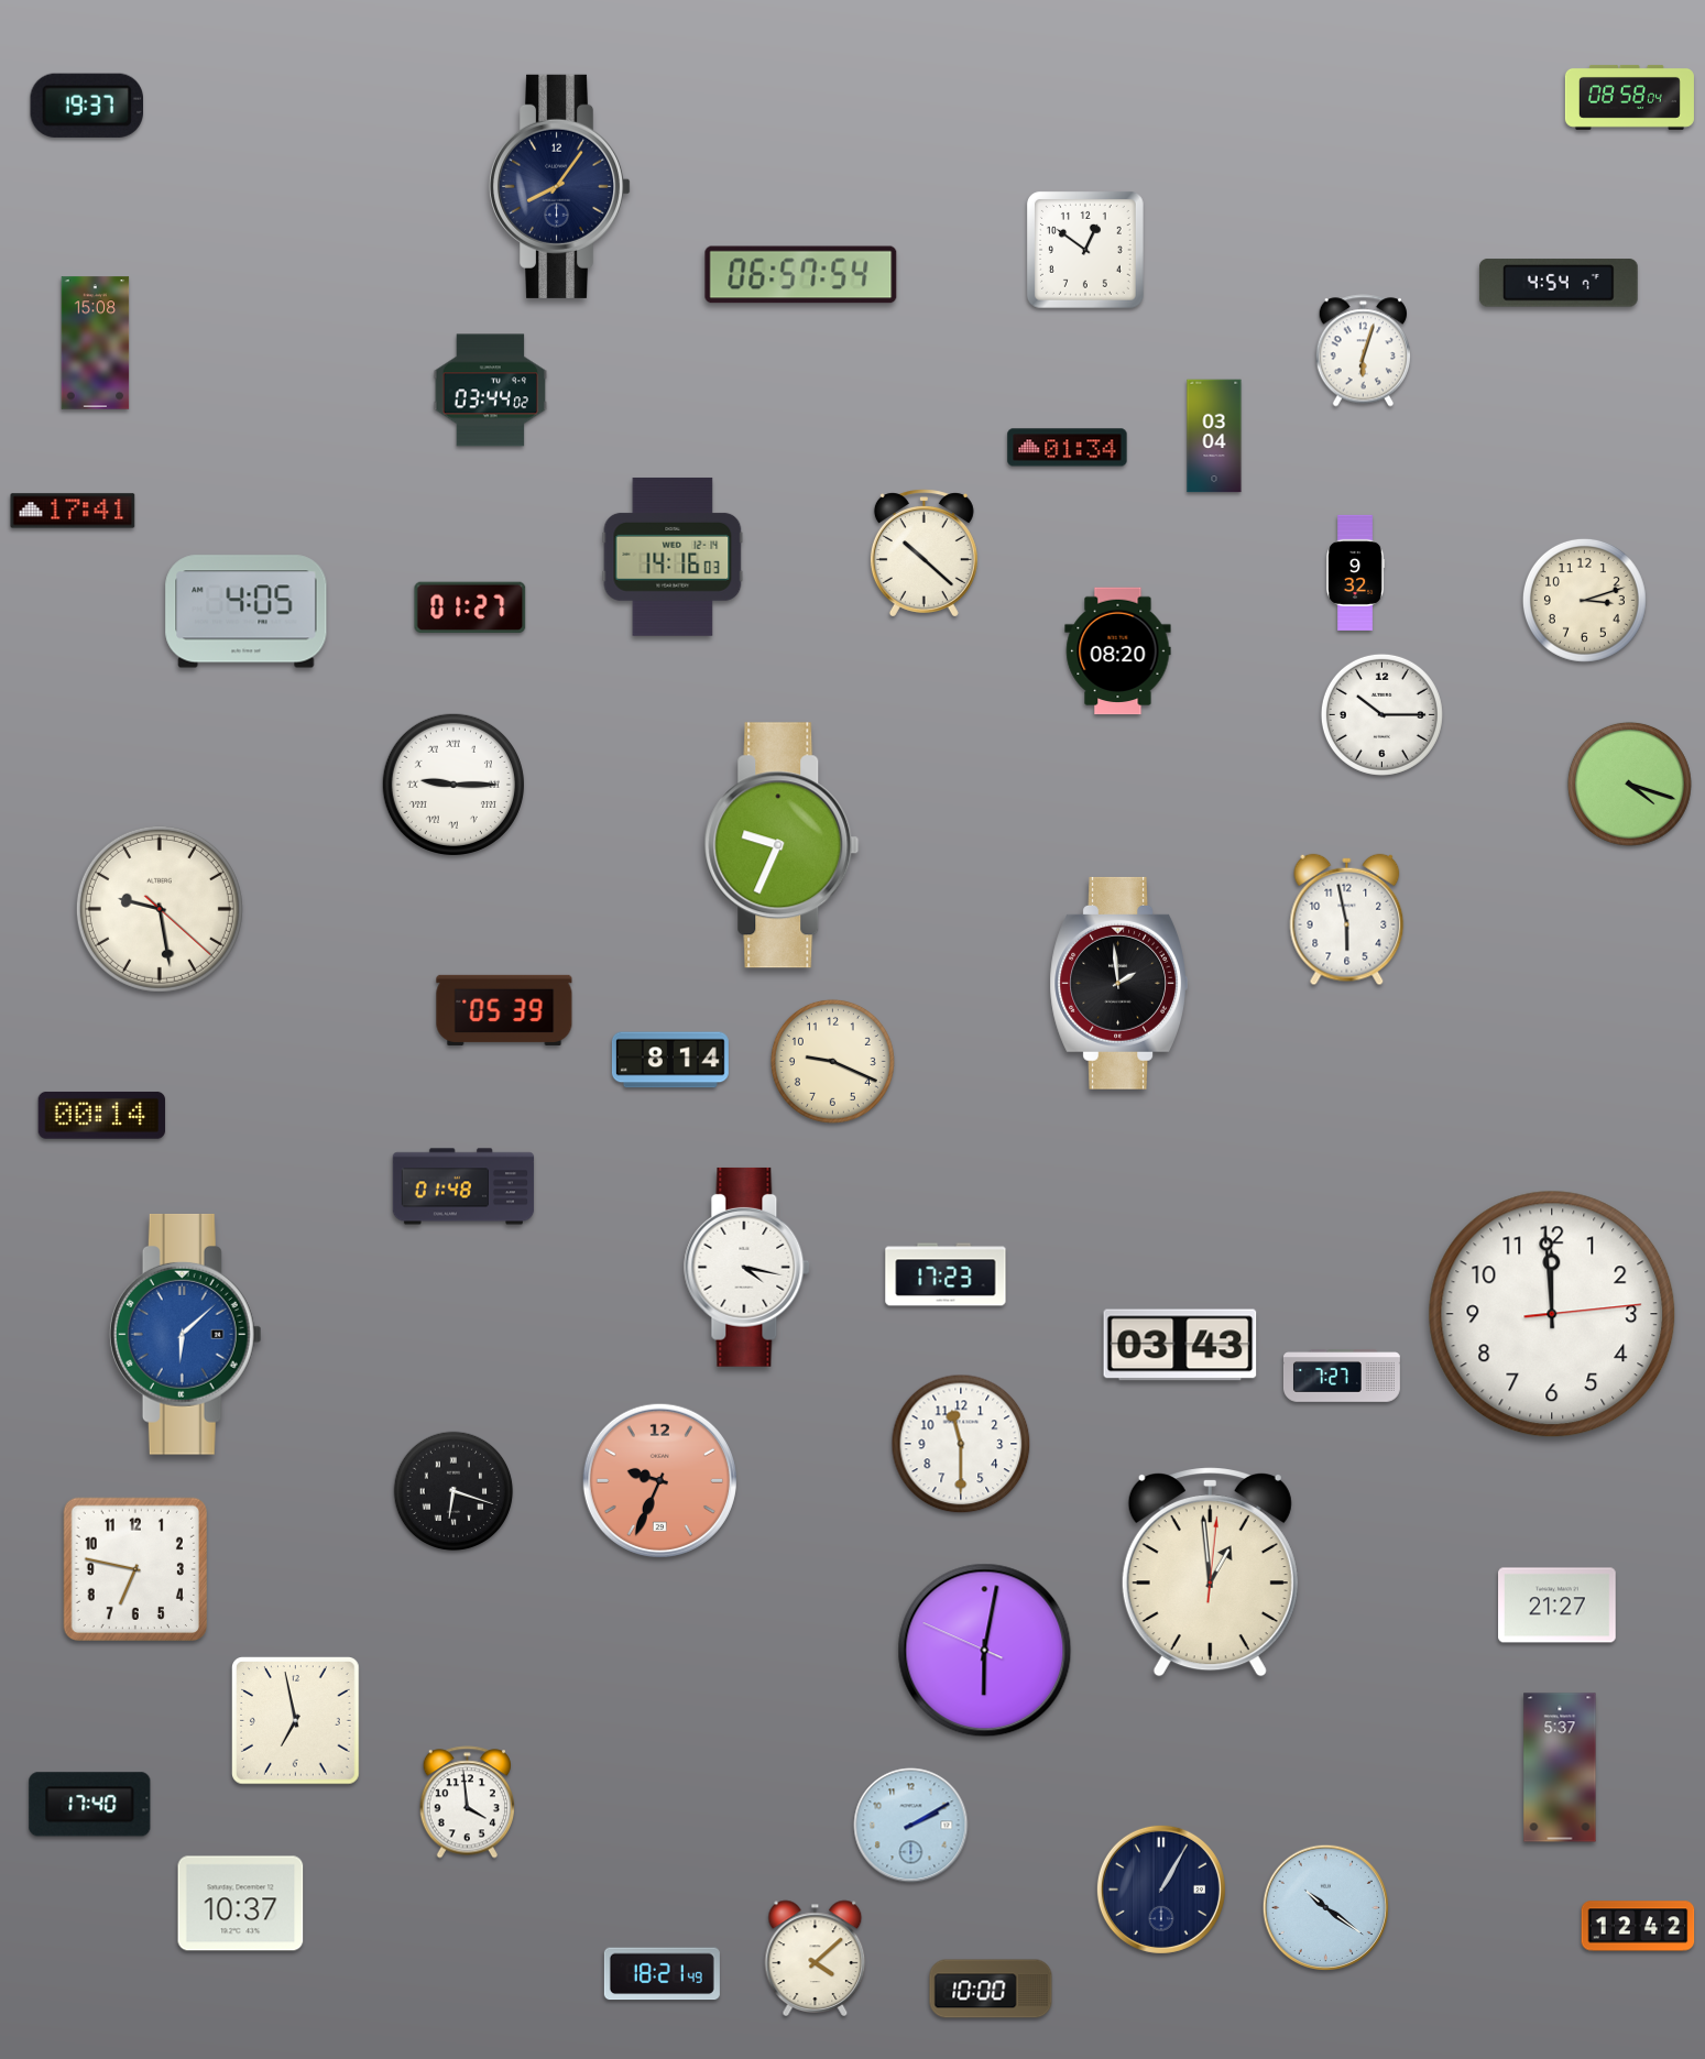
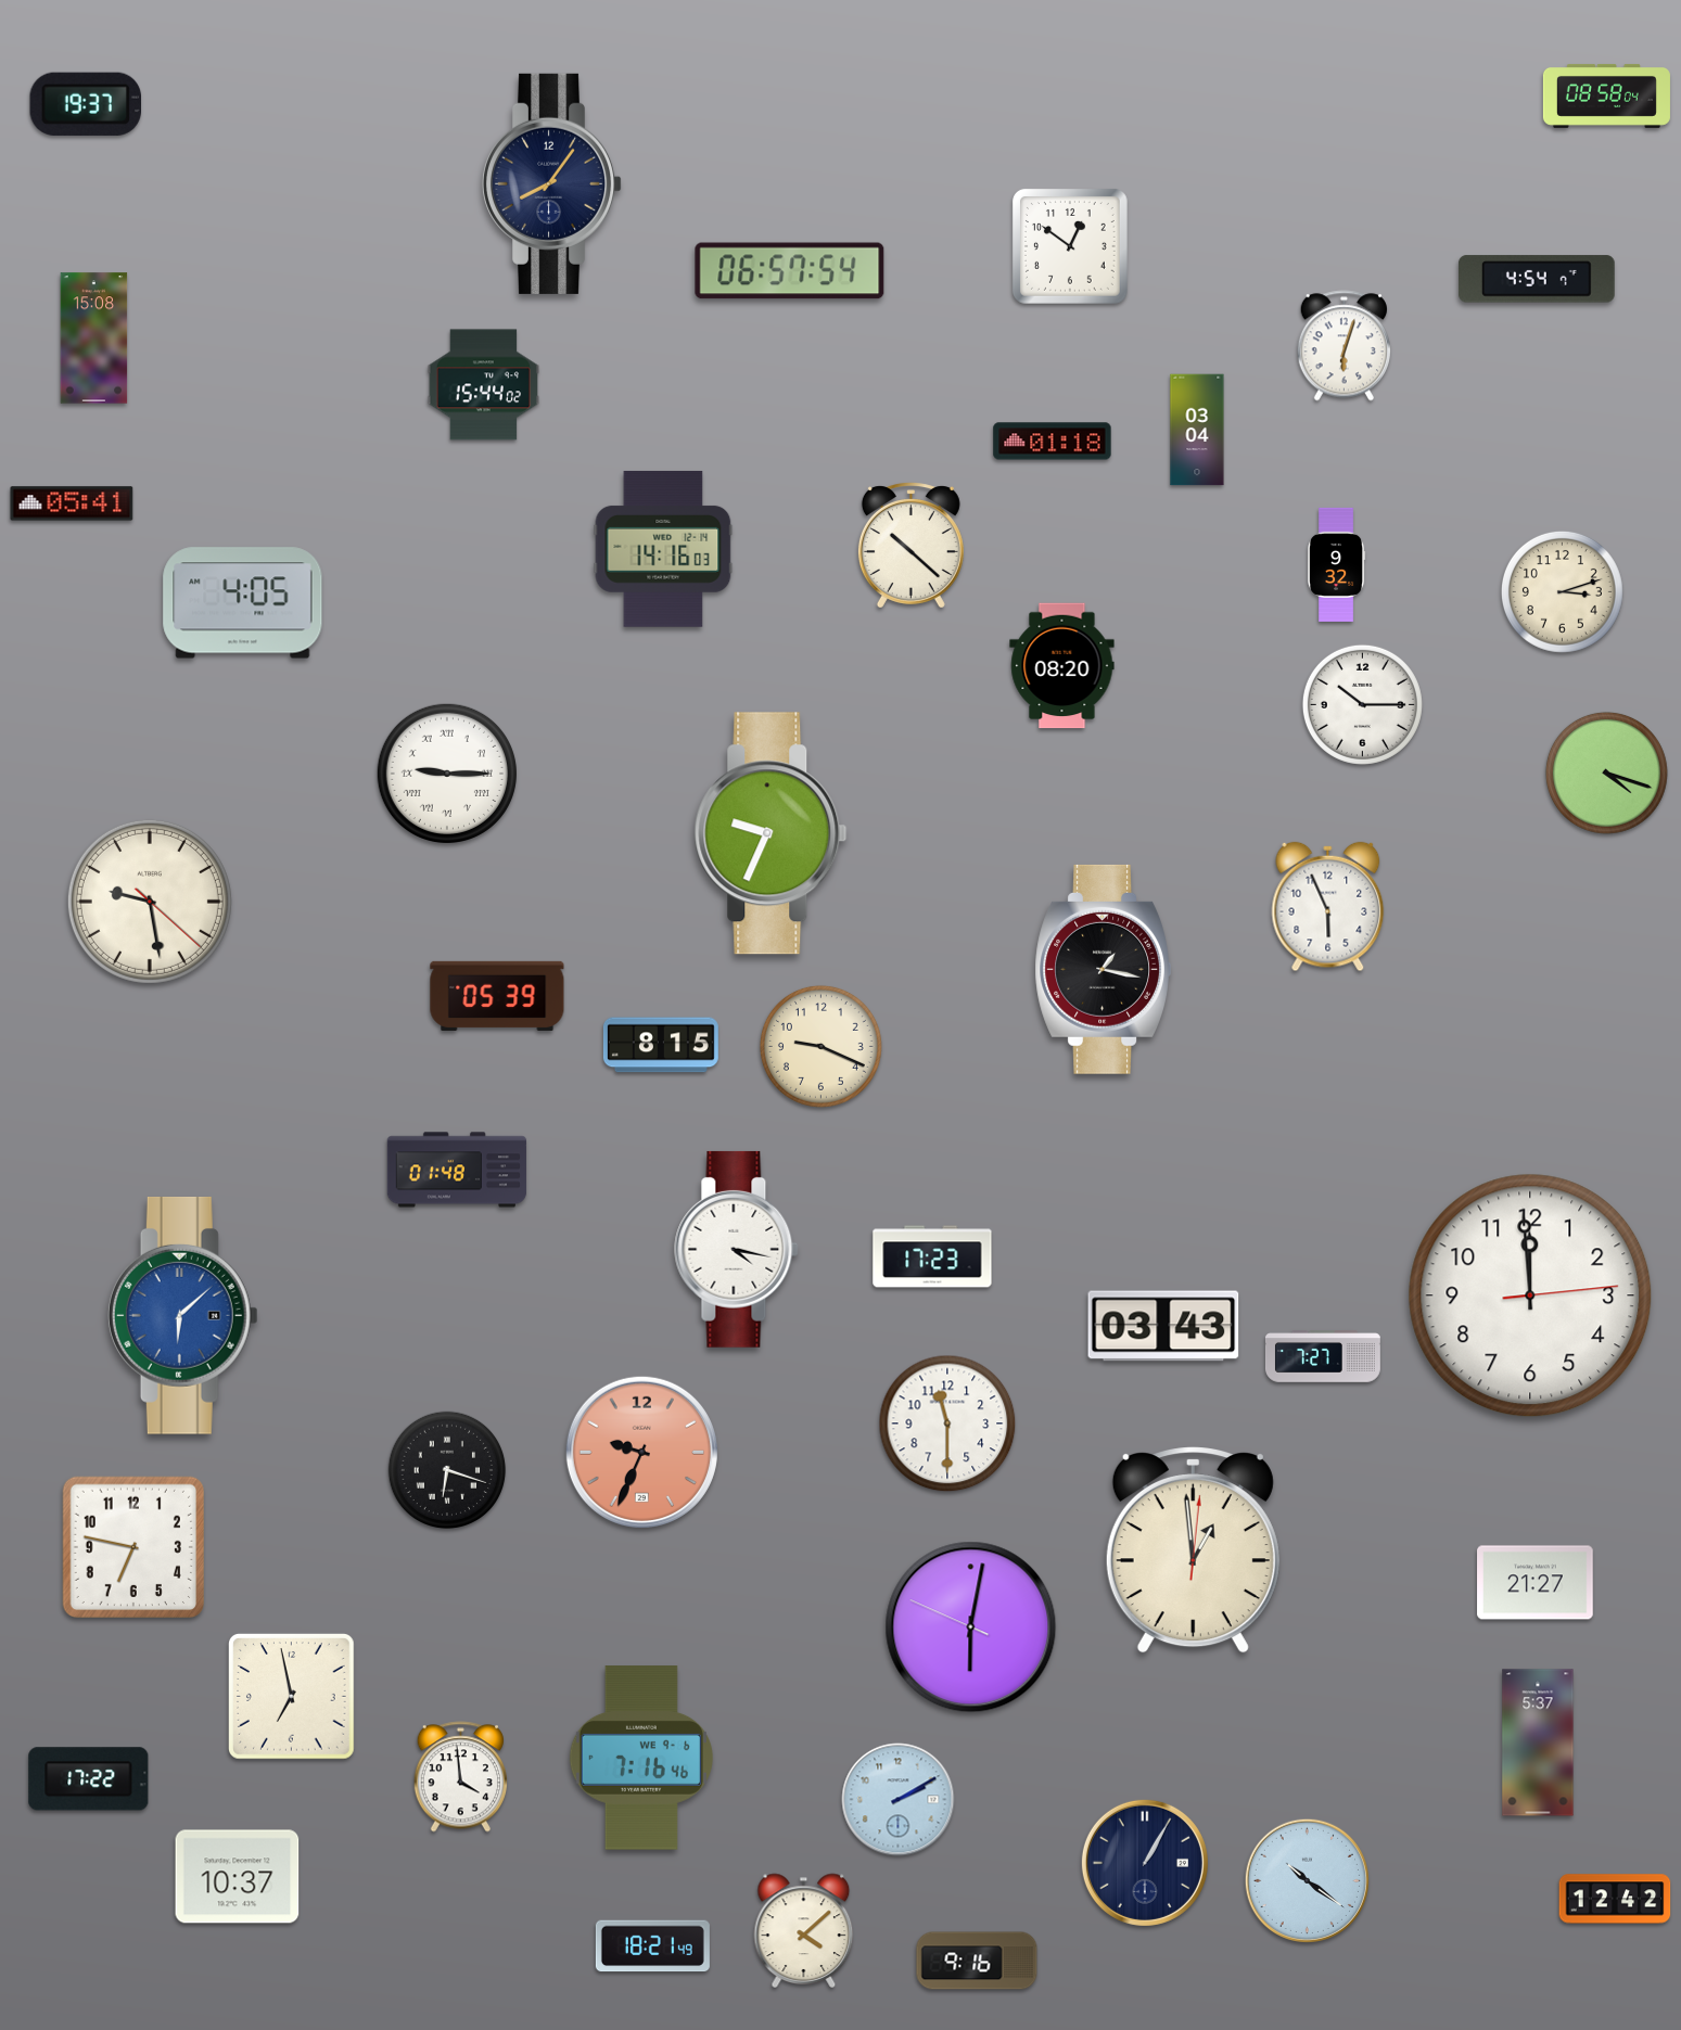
clock at (491, 391): 03:44 -> 15:44
clock at (1068, 448): 01:34 -> 01:18
clock at (73, 511): 17:41 -> 05:41
clock at (470, 606): 01:27 -> none
clock at (1118, 651) position: (1118, 651) -> (1062, 666)
clock at (160, 909) position: (160, 909) -> (150, 902)
clock at (1347, 920): 5:58 -> 5:56
clock at (1118, 983): 1:59 -> 1:17
clock at (670, 1060): 8:14 -> 8:15
clock at (102, 1115): 00:14 -> none
clock at (659, 1480) position: (659, 1480) -> (641, 1452)
clock at (641, 1758): none -> 7:16
clock at (90, 1805): 17:40 -> 17:22
clock at (991, 1989): 10:00 -> 9:16
